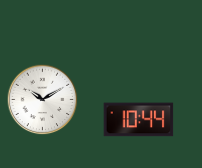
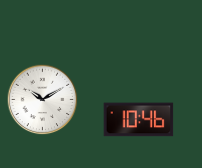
clock at (139, 120): 10:44 -> 10:46
